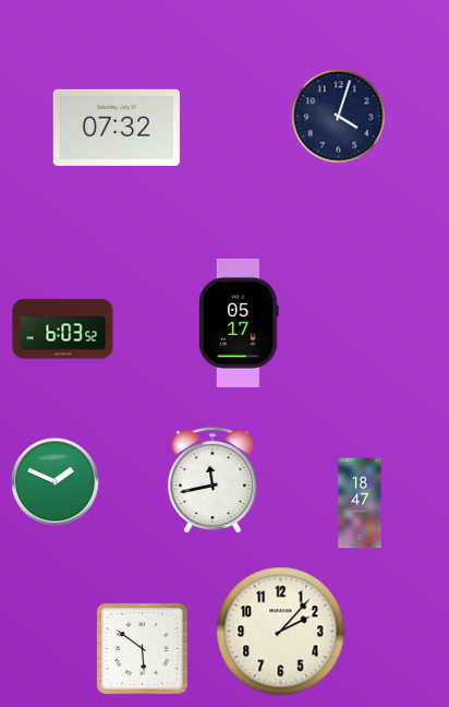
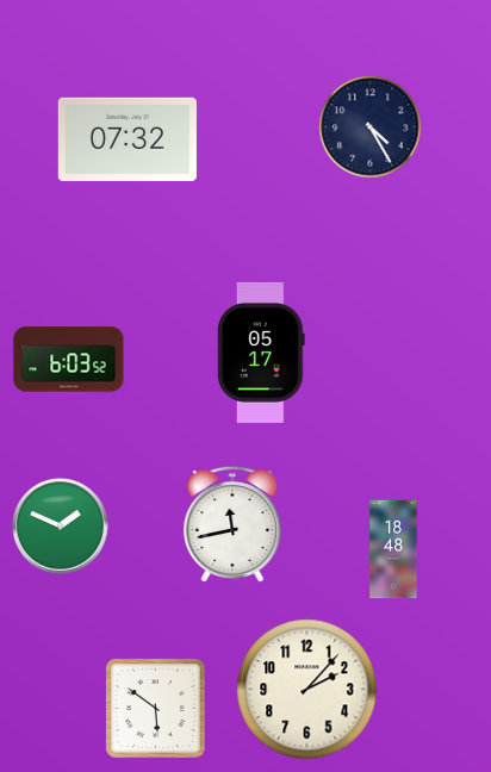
clock at (339, 117): 4:03 -> 4:25
clock at (360, 503): 18:47 -> 18:48
